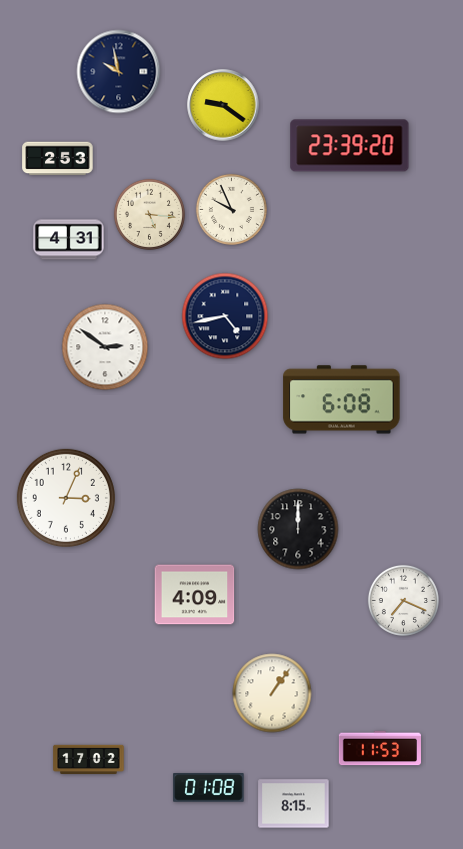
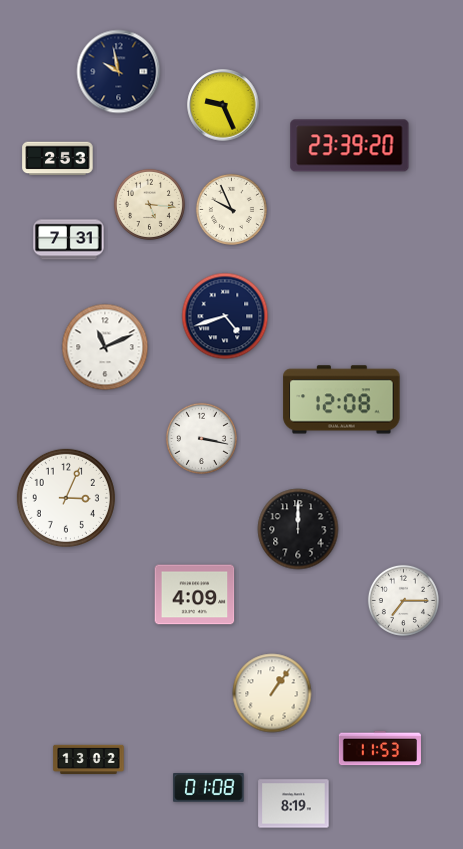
clock at (223, 105): 9:21 -> 9:26
clock at (149, 214) position: (149, 214) -> (149, 204)
clock at (69, 240): 4:31 -> 7:31
clock at (225, 316): 4:43 -> 4:42
clock at (105, 347): 2:51 -> 11:11
clock at (342, 400): 6:08 -> 12:08
clock at (201, 438): none -> 3:17
clock at (403, 600): 7:19 -> 7:15
clock at (89, 760): 17:02 -> 13:02
clock at (294, 804): 8:15 -> 8:19
